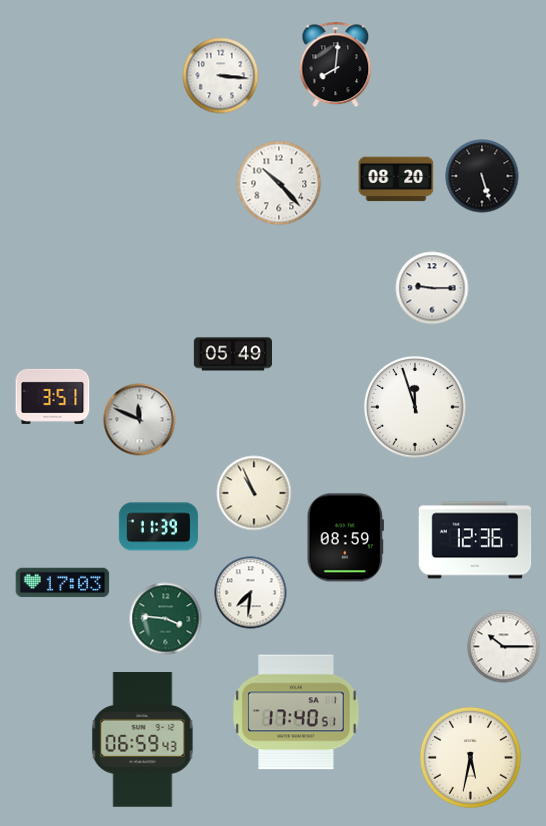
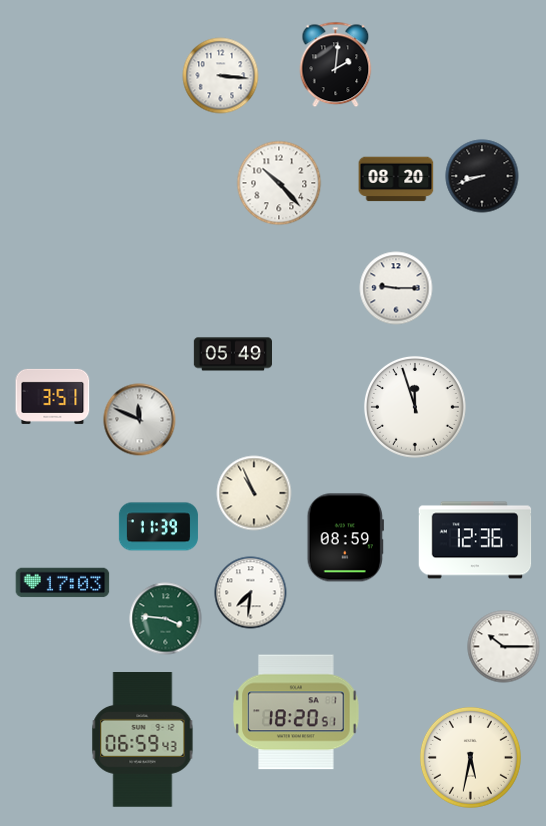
clock at (336, 65): 8:01 -> 2:01
clock at (482, 176): 5:27 -> 8:42
clock at (432, 288) position: (432, 288) -> (396, 288)
clock at (296, 712): 17:40 -> 18:20
